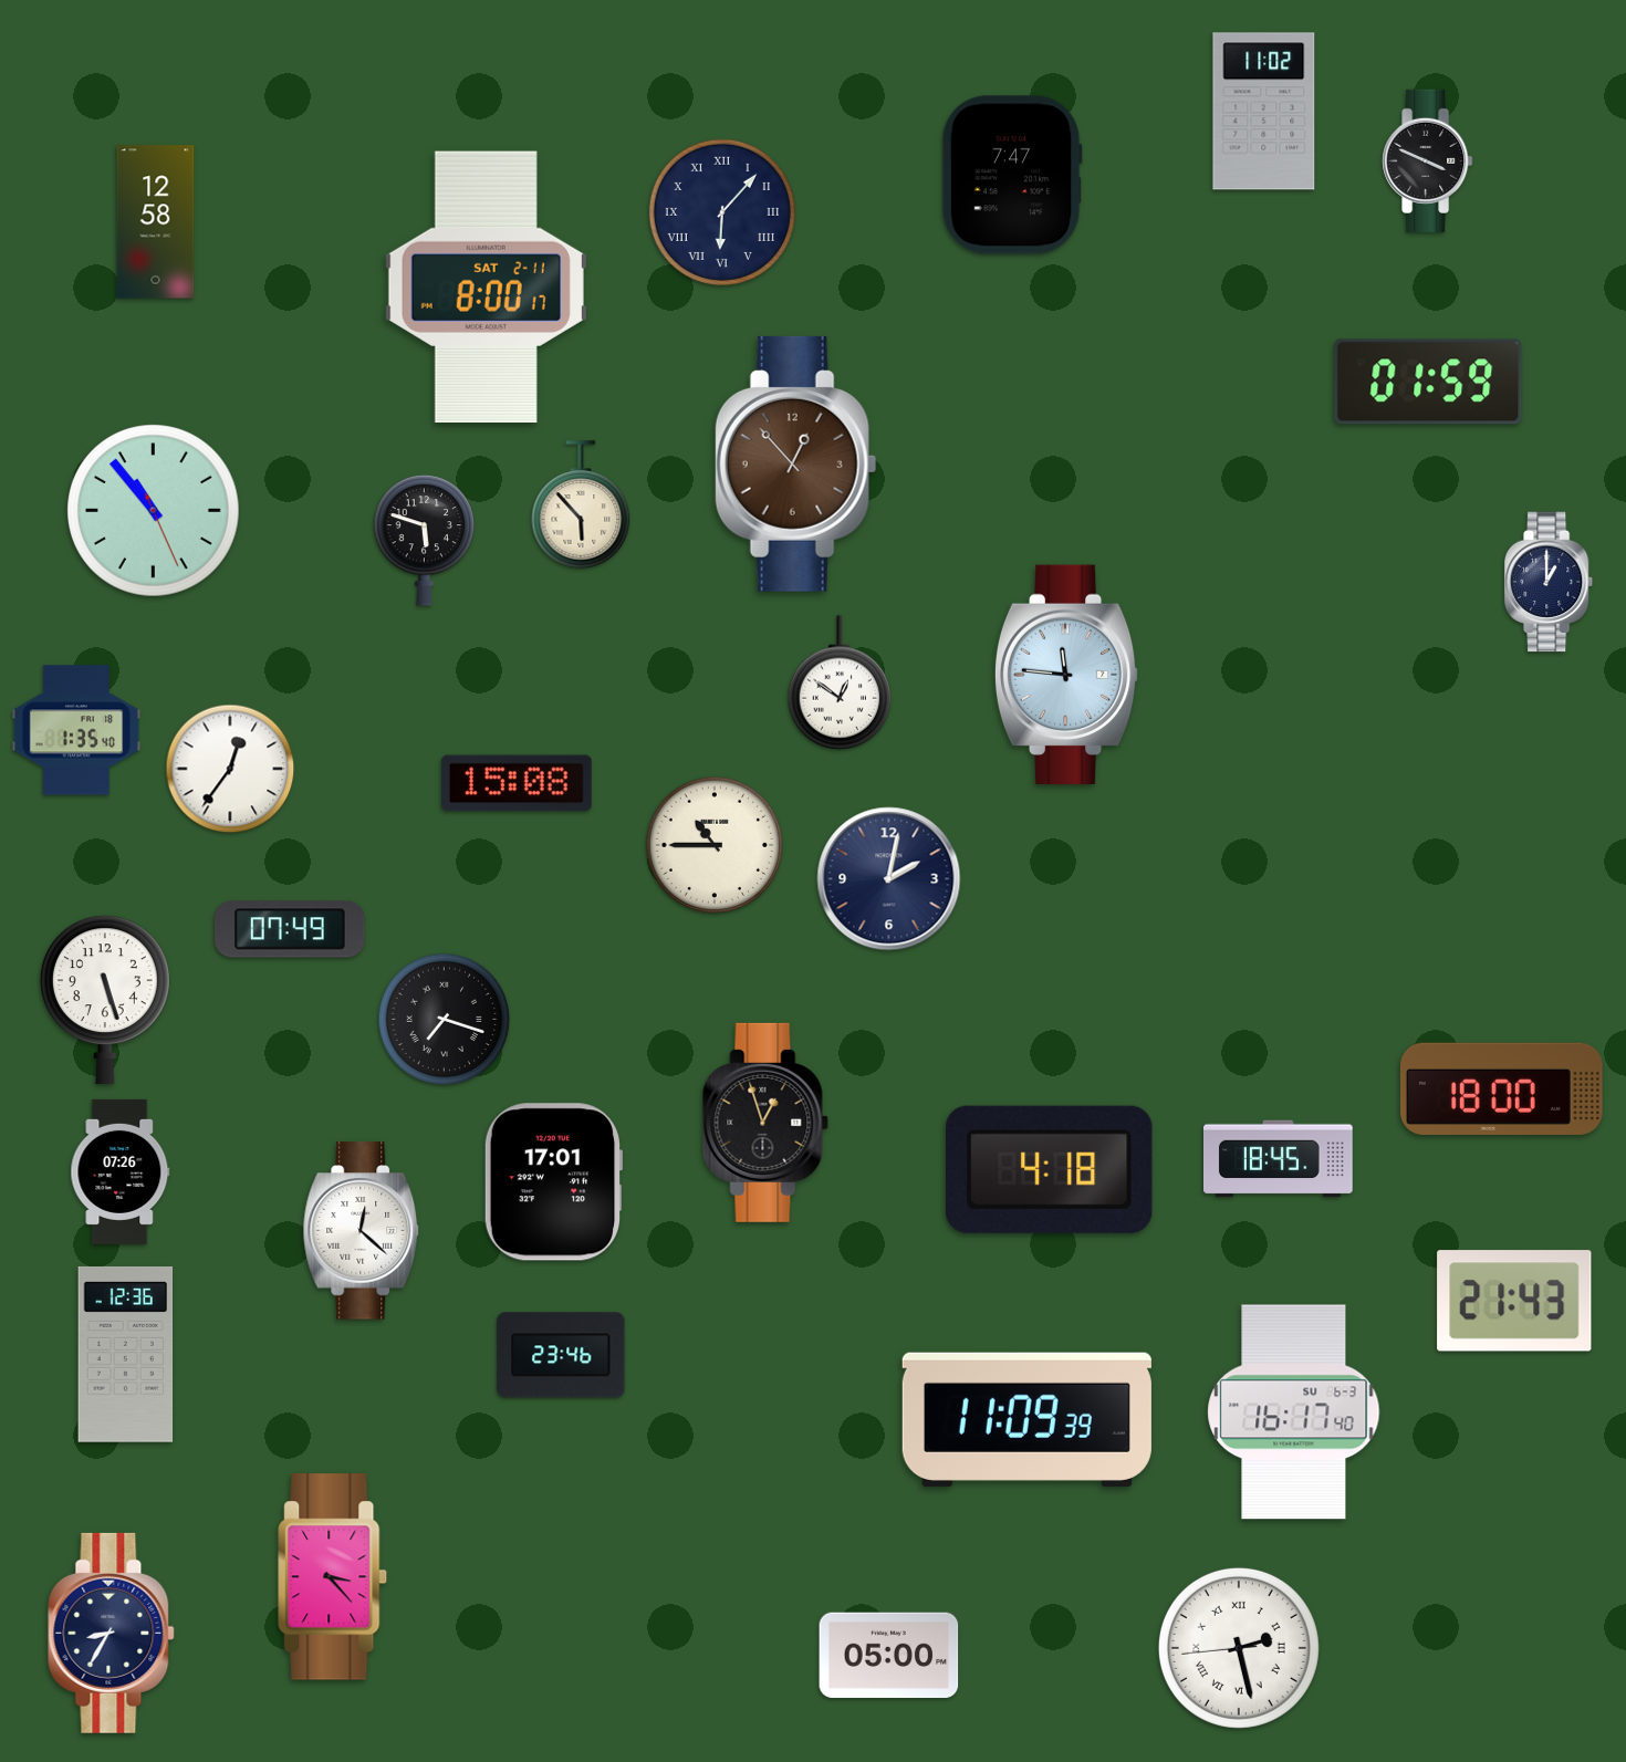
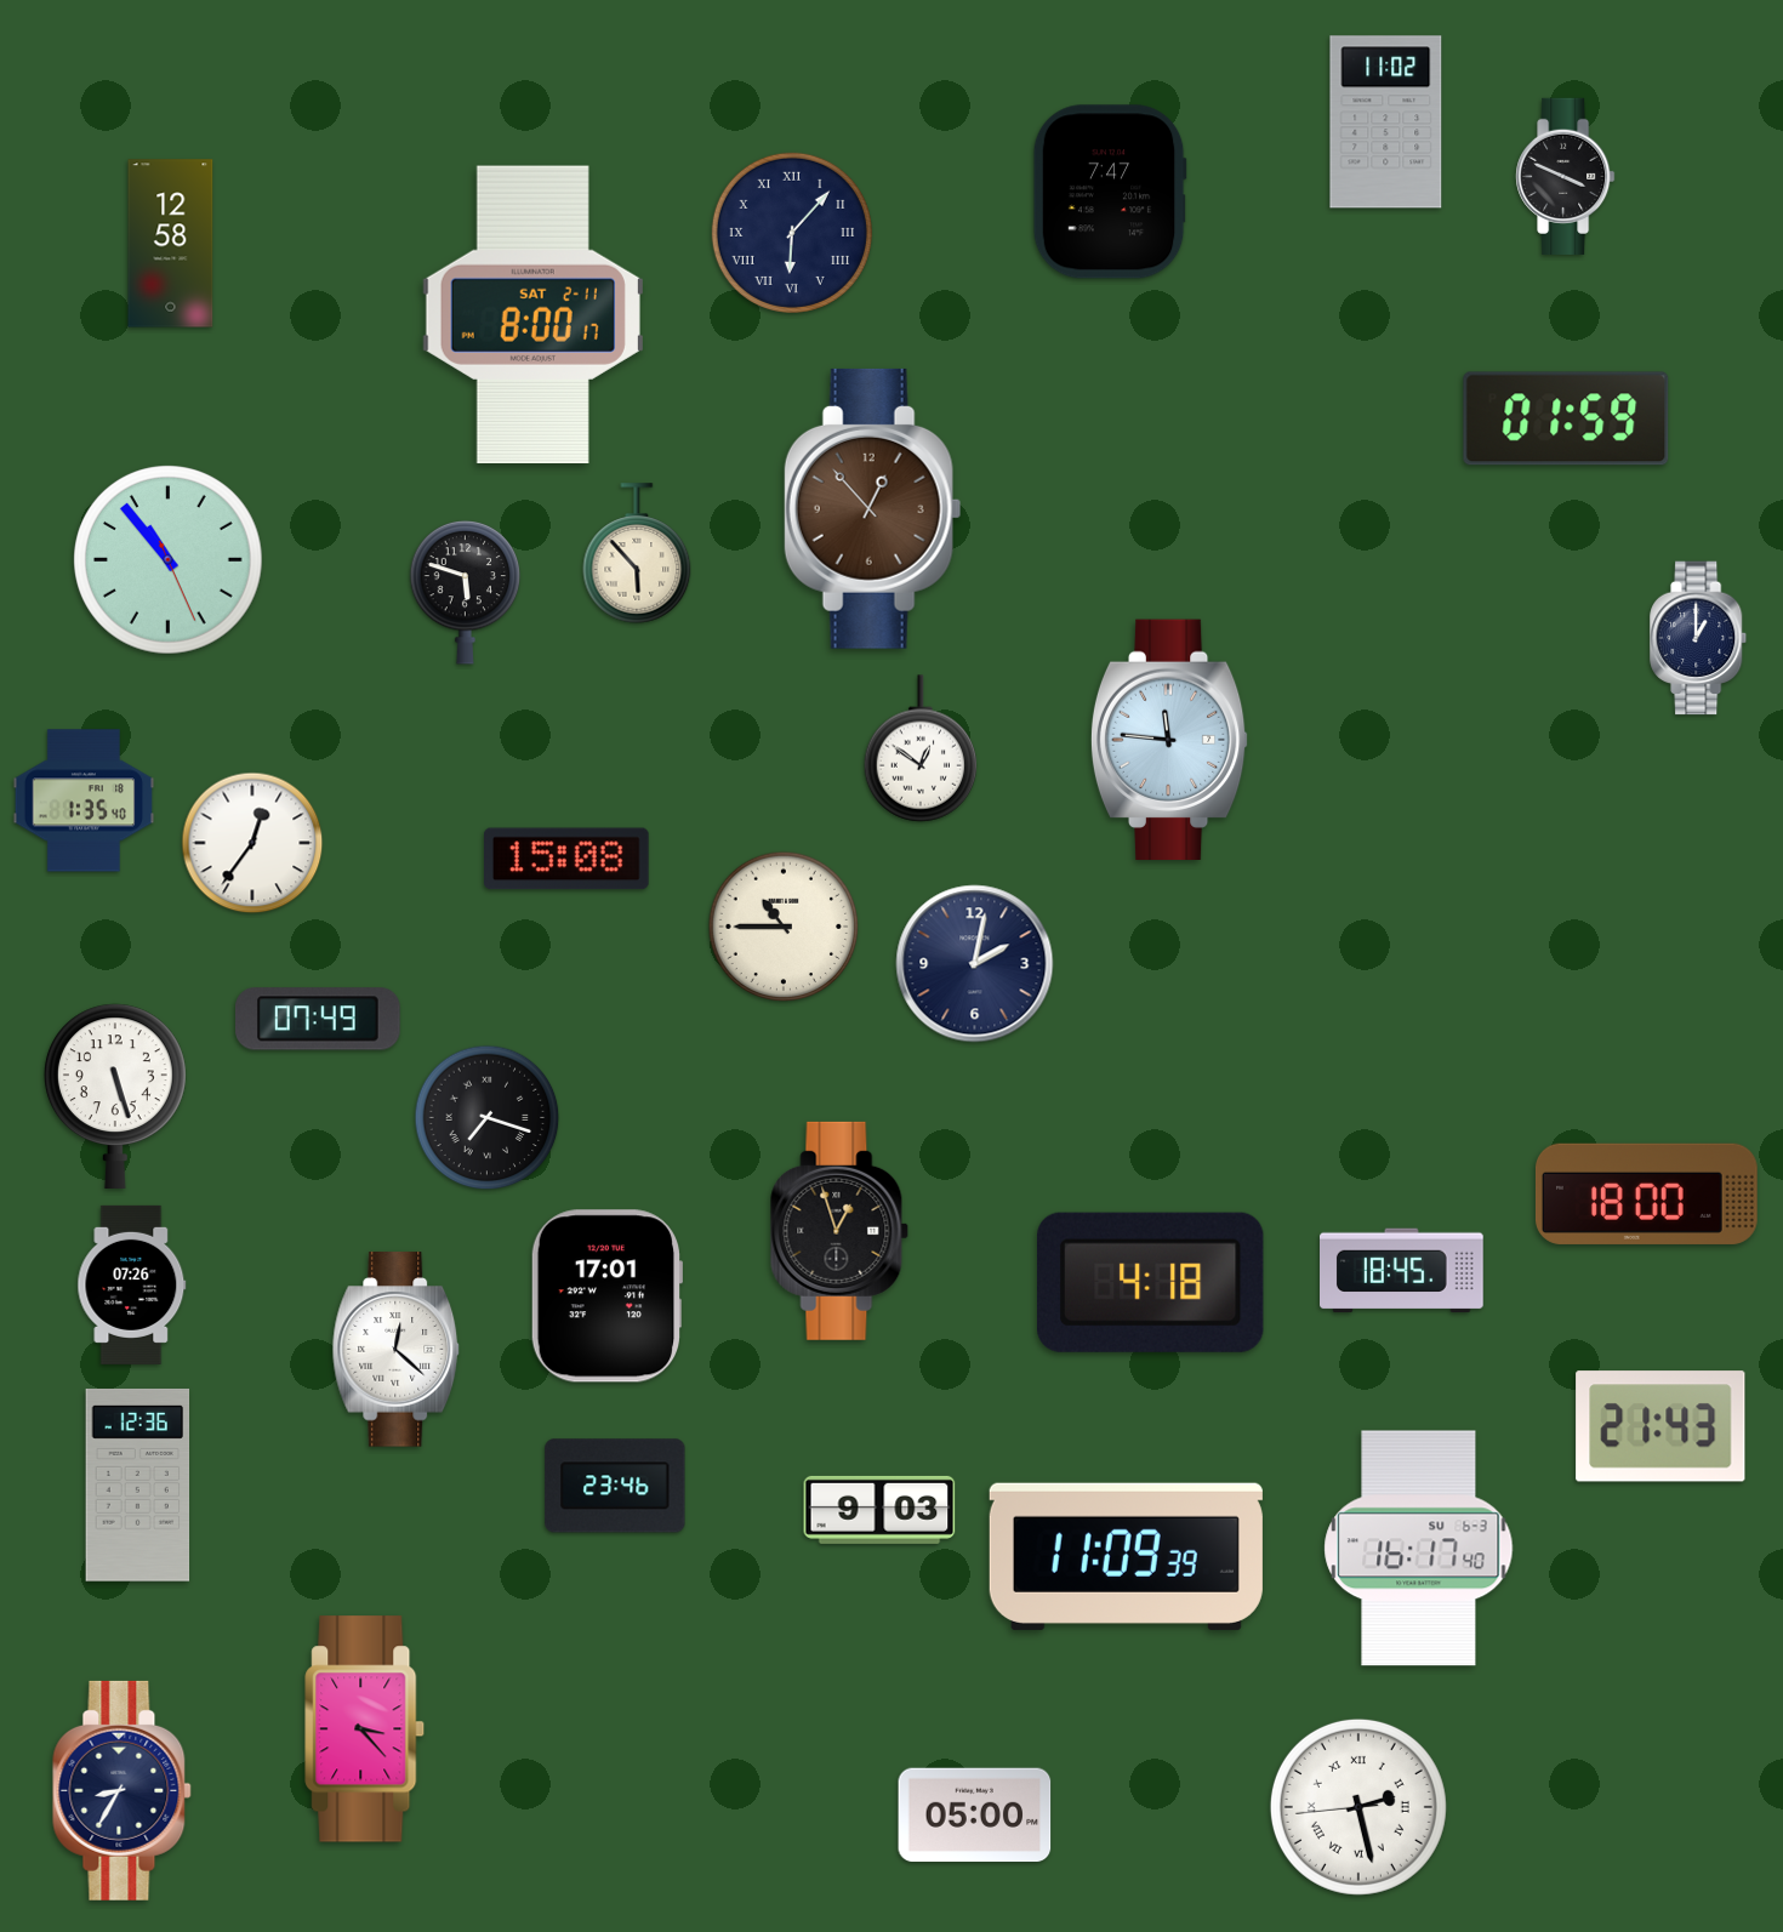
clock at (879, 1510): none -> 9:03
